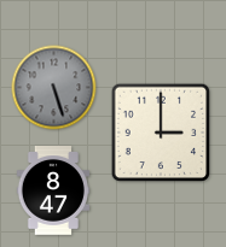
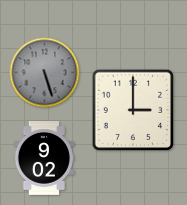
clock at (52, 192): 8:47 -> 9:02
